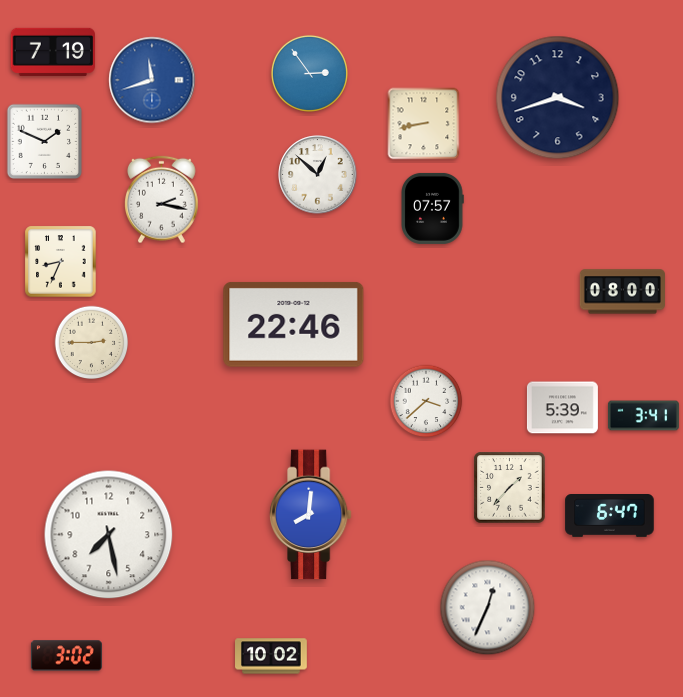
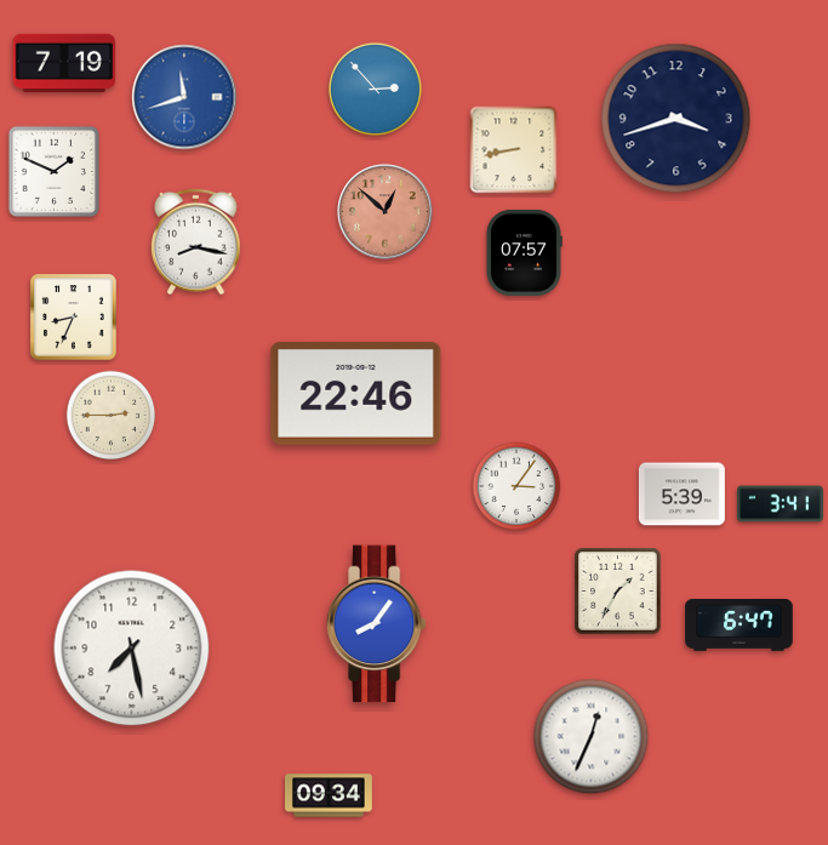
clock at (309, 73): 2:54 -> 2:53
clock at (318, 175) dial: white -> salmon
clock at (162, 200): 2:17 -> 8:17
clock at (622, 292): 08:00 -> none
clock at (426, 401): 3:38 -> 3:06
clock at (510, 488): 1:37 -> 1:35
clock at (310, 515): 8:01 -> 8:06
clock at (66, 656): 3:02 -> none
clock at (272, 656): 10:02 -> 09:34
